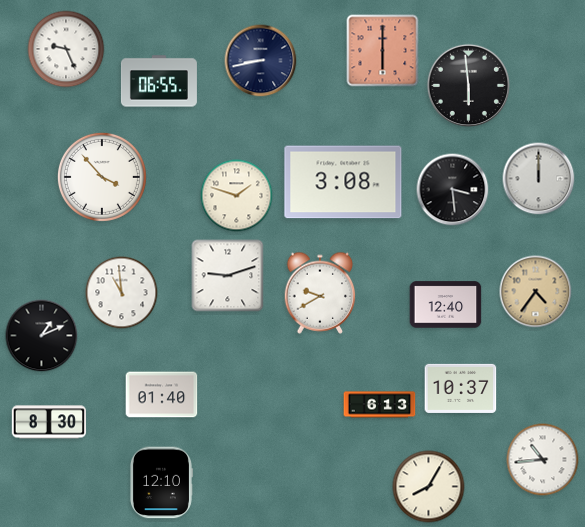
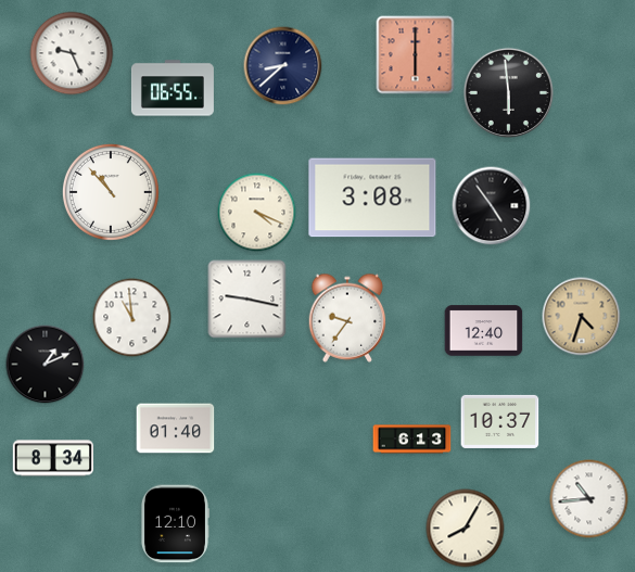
clock at (261, 61): 8:43 -> 8:38
clock at (102, 177): 3:53 -> 10:53
clock at (539, 179): 12:00 -> none
clock at (453, 190): 3:29 -> 4:54
clock at (237, 196): 1:48 -> 4:19
clock at (228, 276): 9:12 -> 9:17
clock at (536, 292): 4:36 -> 4:33
clock at (320, 293): 9:40 -> 9:36
clock at (48, 422): 8:30 -> 8:34
